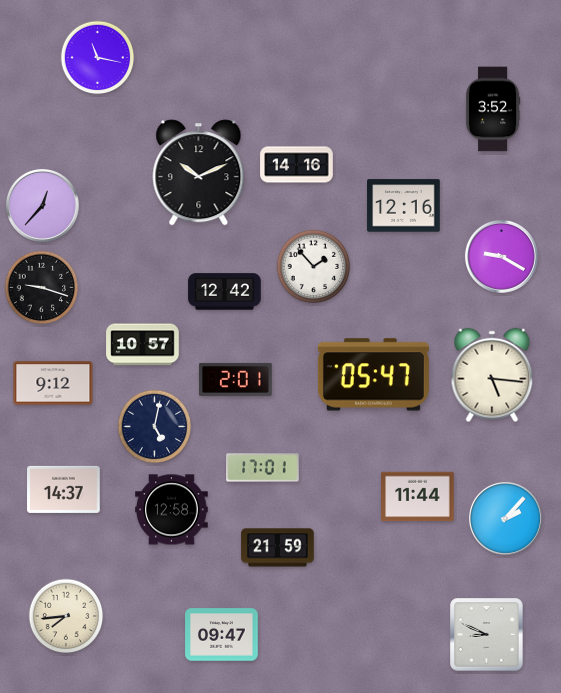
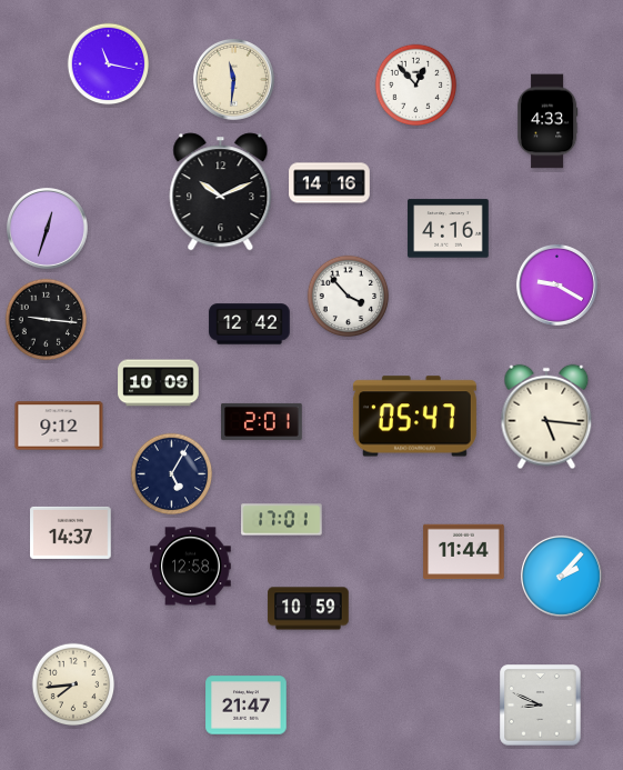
clock at (233, 79): none -> 11:31
clock at (416, 86): none -> 12:53
clock at (493, 109): 3:52 -> 4:33
clock at (42, 205): 12:37 -> 12:33
clock at (404, 206): 12:16 -> 4:16
clock at (314, 267): 1:53 -> 3:53
clock at (42, 288): 9:18 -> 9:16
clock at (143, 345): 10:57 -> 10:09
clock at (155, 427): 5:02 -> 5:05
clock at (263, 468) position: (263, 468) -> (282, 520)
clock at (64, 489) position: (64, 489) -> (71, 532)
clock at (278, 548): 21:59 -> 10:59
clock at (222, 635): 09:47 -> 21:47
